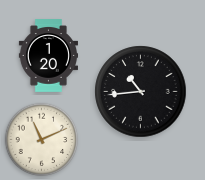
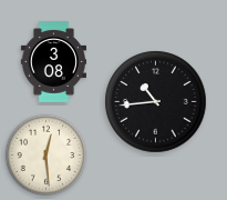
clock at (48, 56): 1:20 -> 3:08
clock at (42, 140): 11:11 -> 12:29
